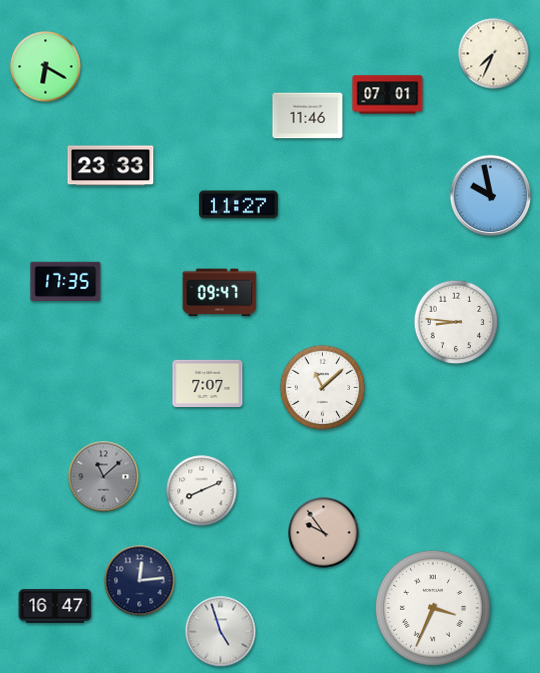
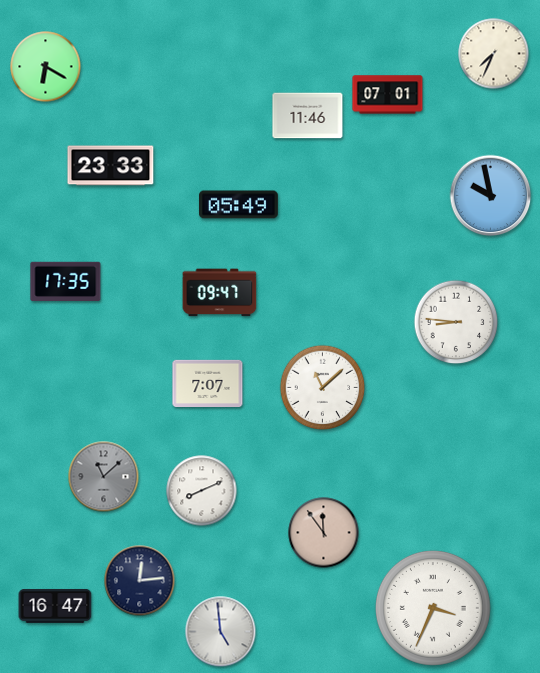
clock at (239, 205): 11:27 -> 05:49
clock at (324, 533): 9:54 -> 11:54
clock at (221, 632): 4:57 -> 4:59
